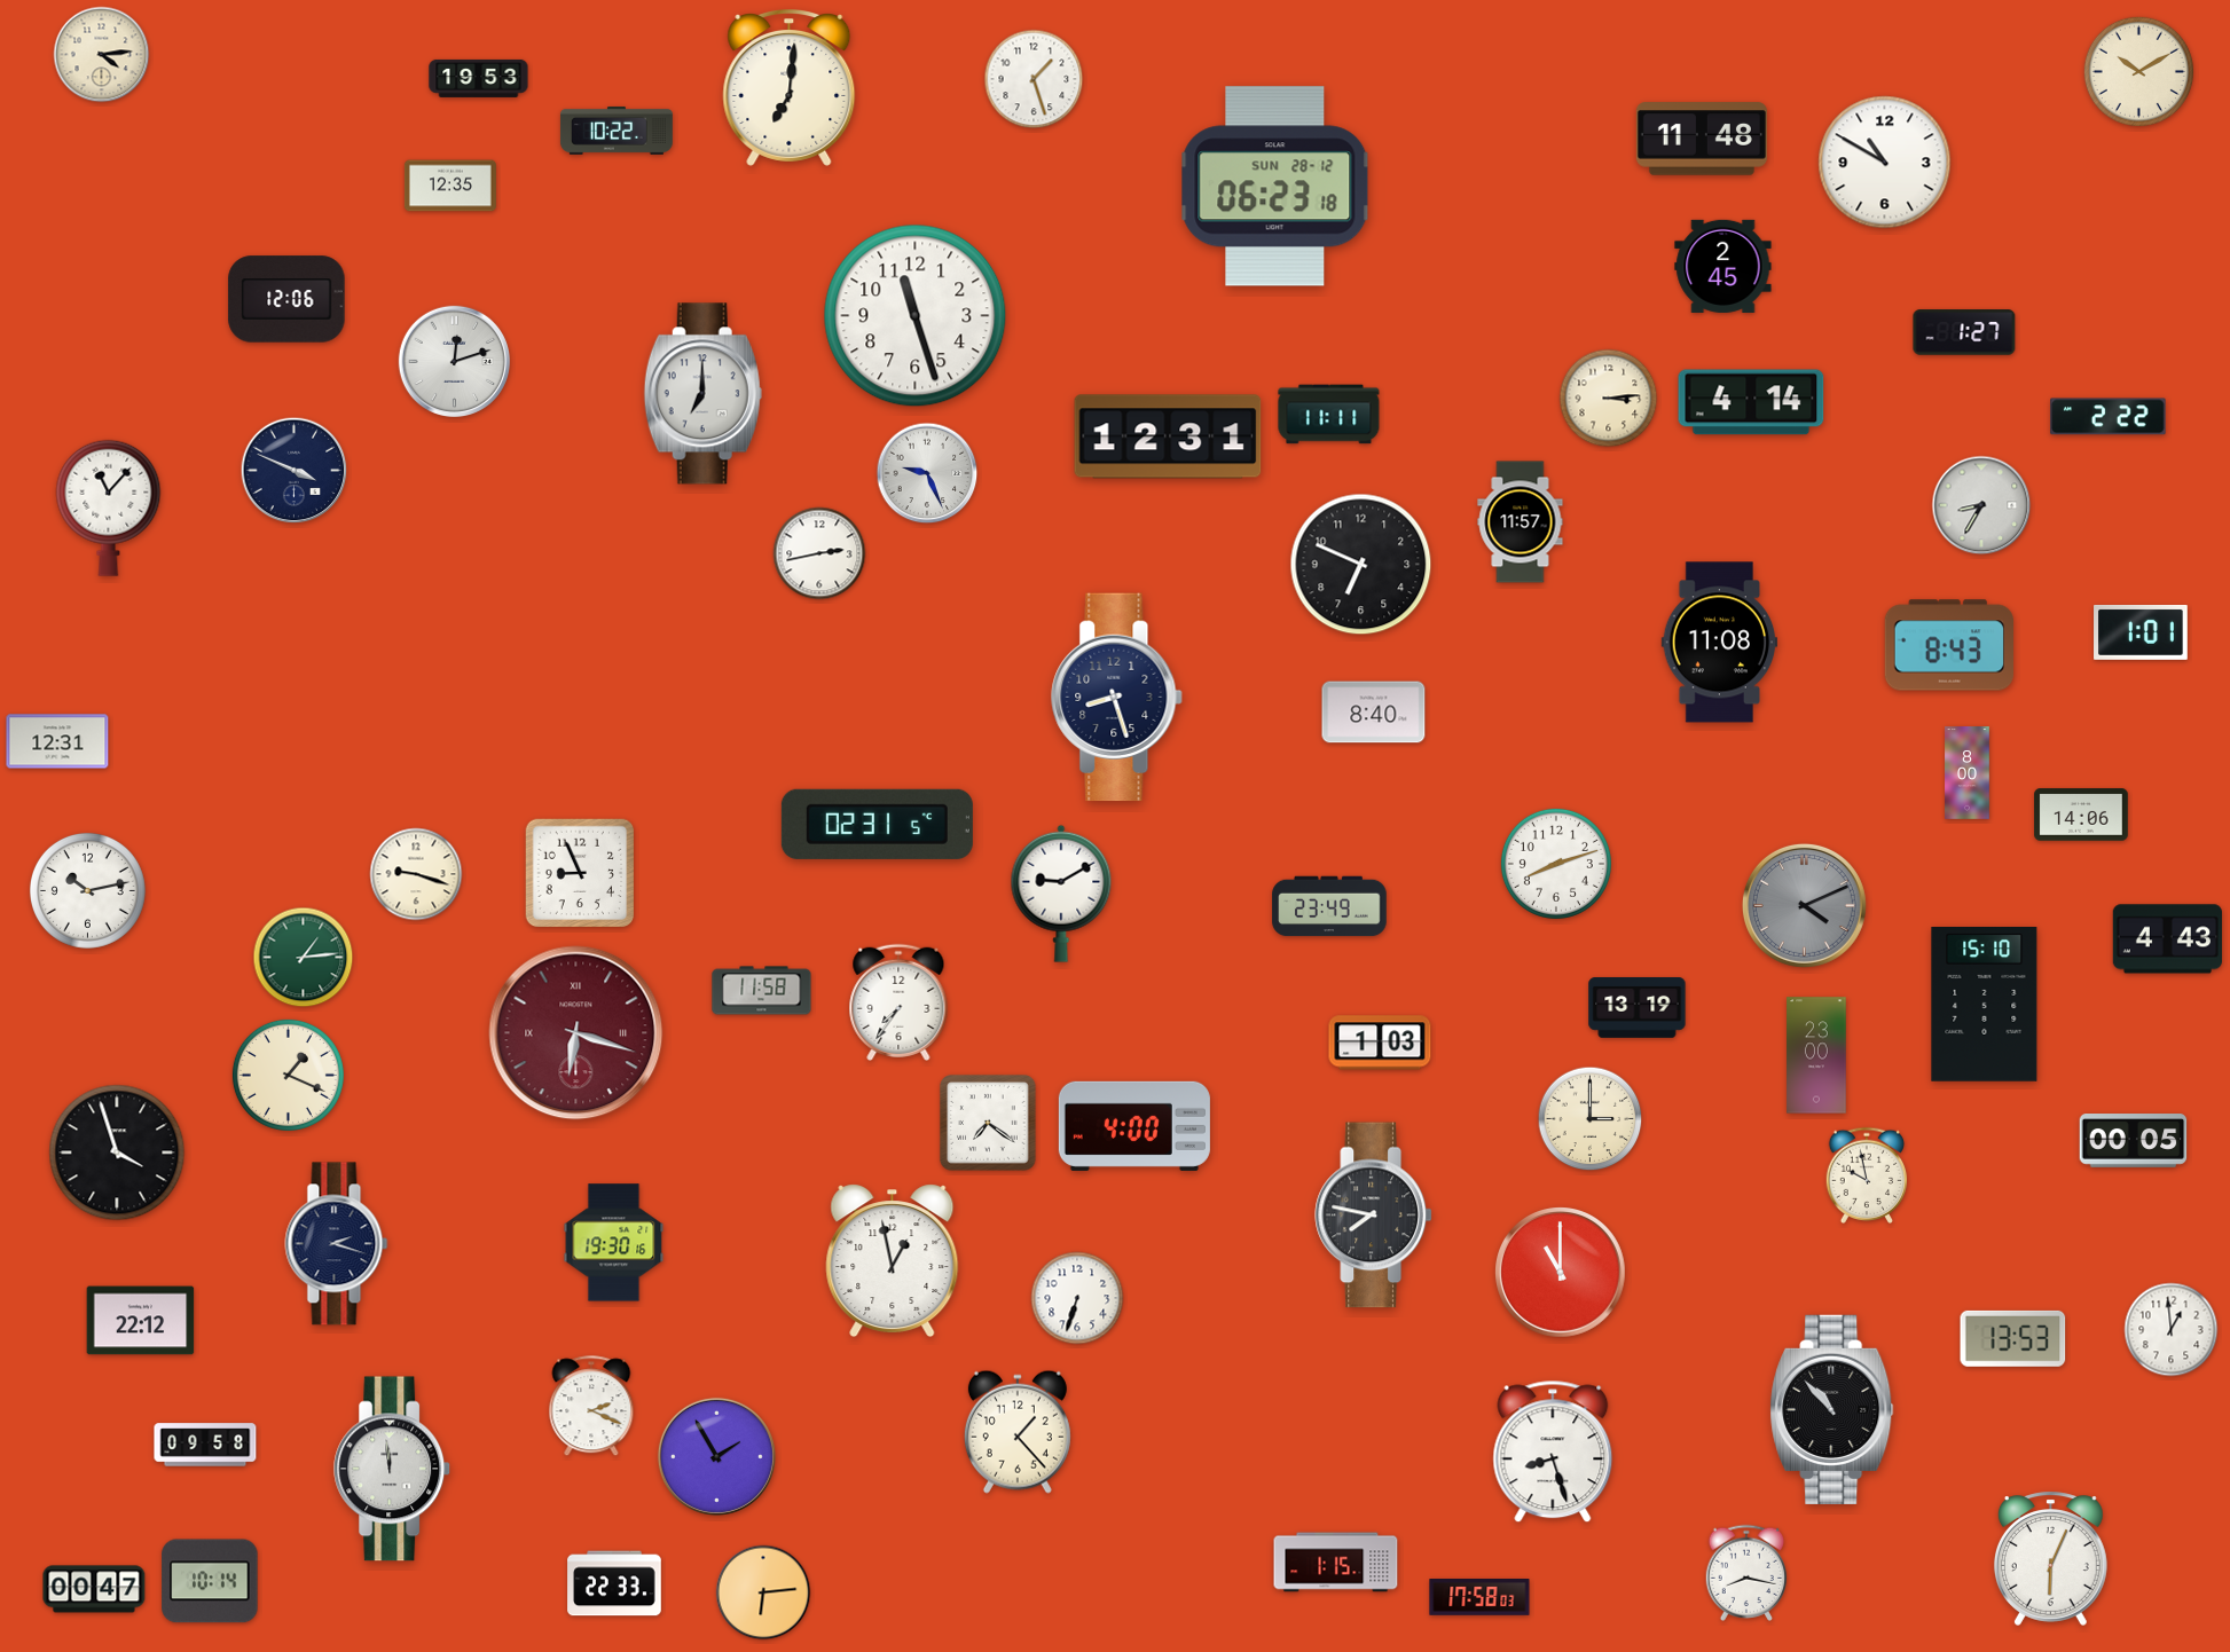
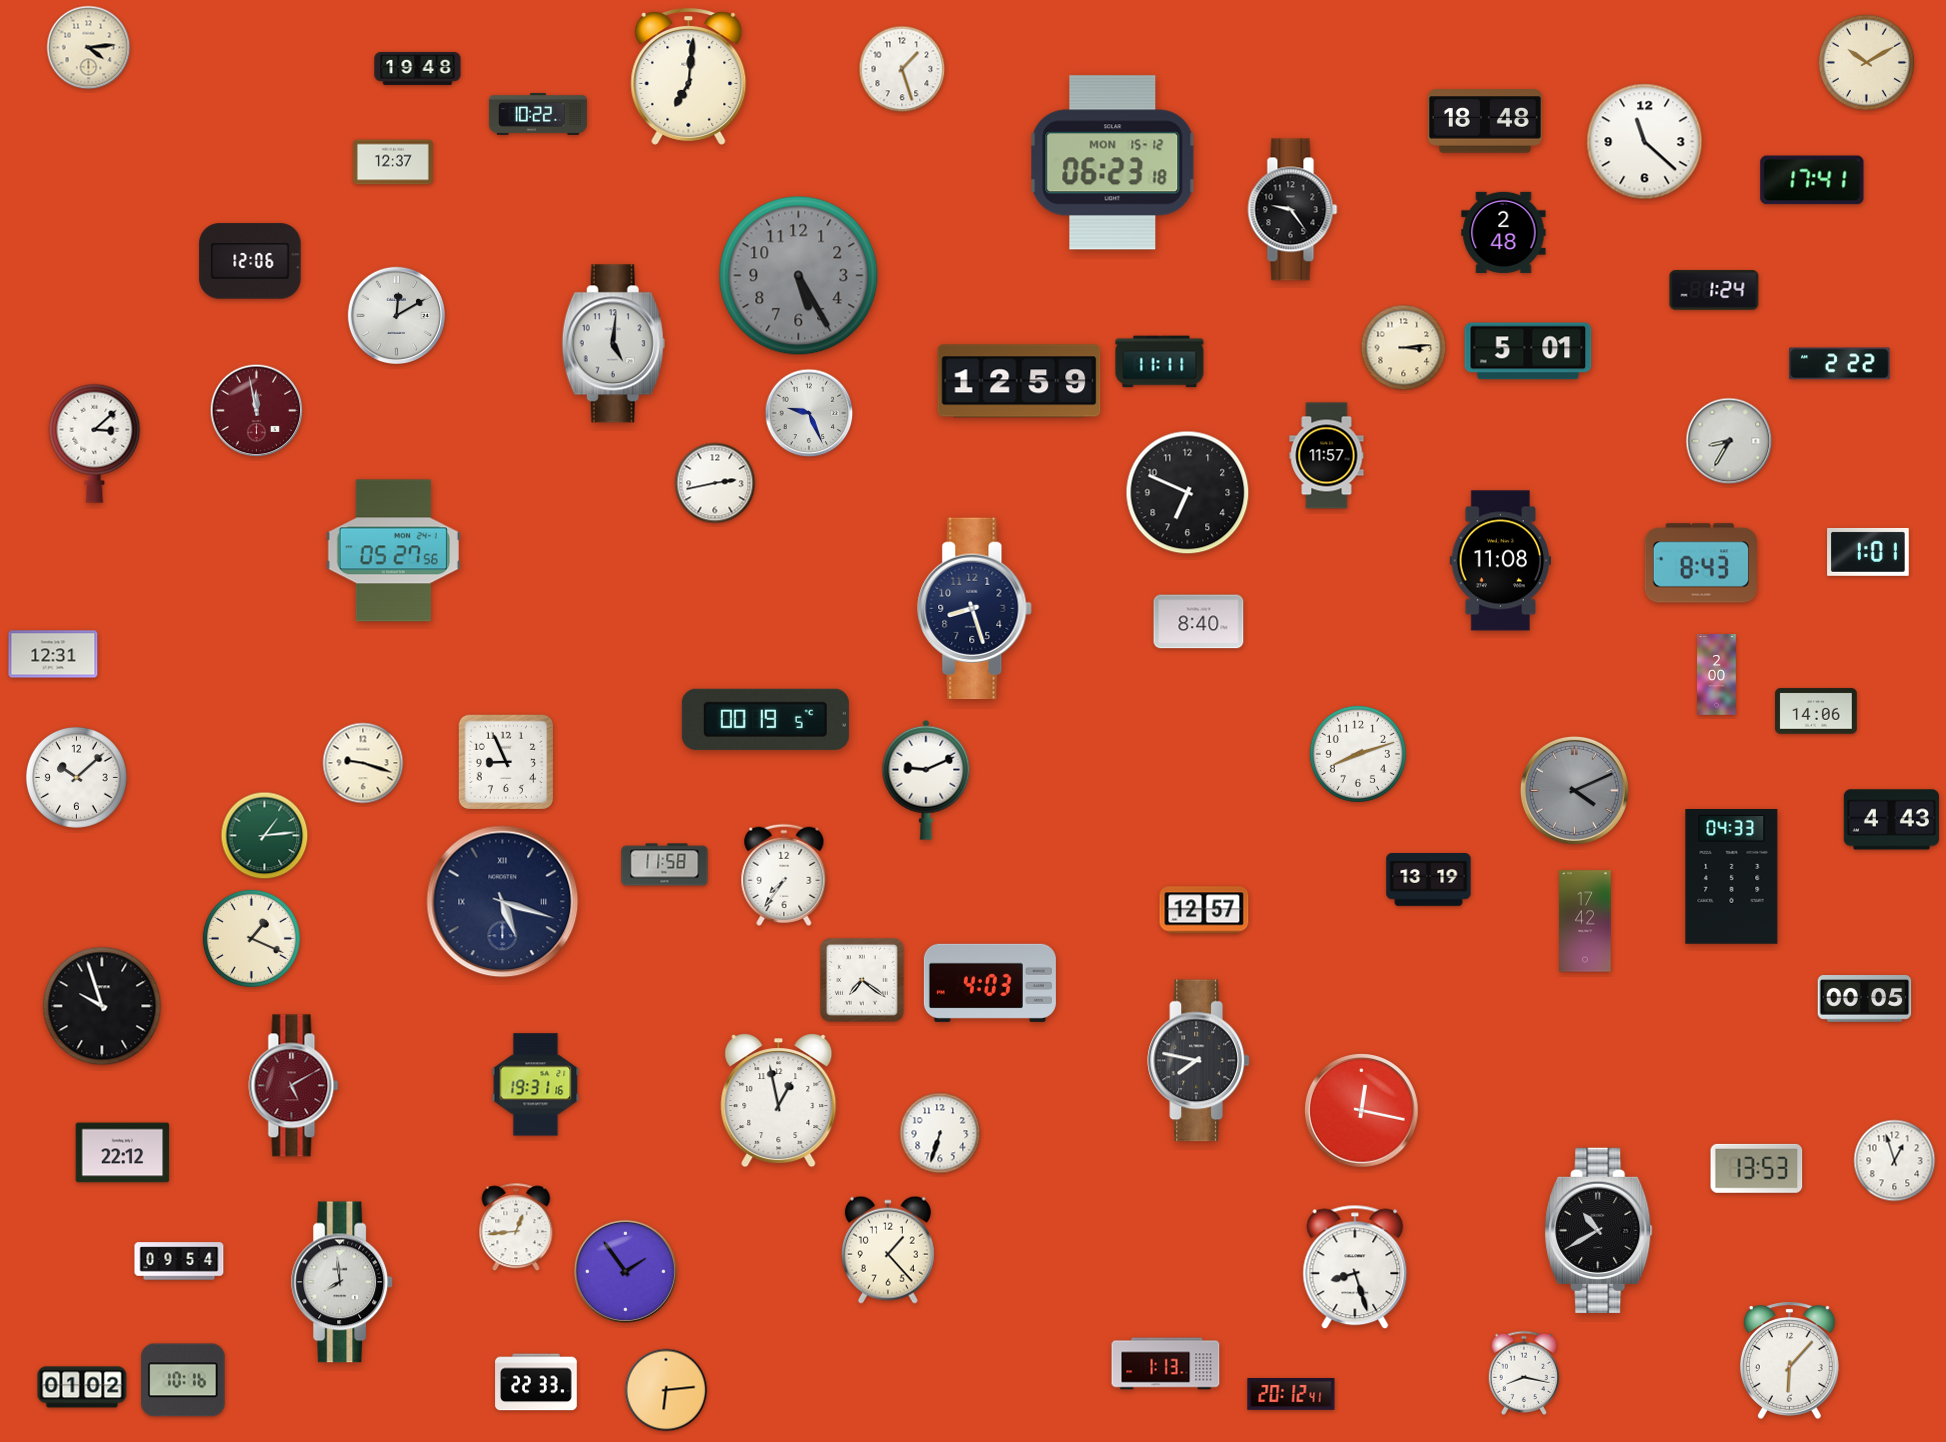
clock at (479, 78): 19:53 -> 19:48
clock at (1702, 139): 11:48 -> 18:48
clock at (1885, 163): 10:50 -> 11:22
clock at (450, 186): 12:35 -> 12:37
clock at (1275, 187) date: SUN 28-12 -> MON 15-12
clock at (1812, 180): none -> 17:41
clock at (1293, 210): none -> 9:24
clock at (1723, 266): 2:45 -> 2:48
clock at (916, 316): 11:27 -> 5:25
clock at (916, 316) dial: white -> grey
clock at (1964, 332): 1:27 -> 1:24
clock at (454, 361): 12:12 -> 12:10
clock at (702, 394): 7:00 -> 5:01
clock at (1751, 402): 4:14 -> 5:01
clock at (1168, 436): 12:31 -> 12:59
clock at (295, 471): 3:49 -> 11:58
clock at (295, 471) dial: navy -> burgundy
clock at (109, 508): 11:07 -> 3:08
clock at (393, 551): none -> 05:27
clock at (57, 741) position: (57, 741) -> (53, 654)
clock at (1968, 773): 8:00 -> 2:00
clock at (877, 824): 02:31 -> 00:19
clock at (87, 890): 10:13 -> 10:08
clock at (1061, 894): 9:10 -> 9:11
clock at (1329, 906): 23:49 -> none
clock at (1985, 1005): 15:10 -> 04:33
clock at (576, 1033): 6:18 -> 5:18
clock at (576, 1033) dial: burgundy -> navy
clock at (1380, 1043): 1:03 -> 12:57
clock at (1816, 1055): 23:00 -> 17:42
clock at (1591, 1119): 3:00 -> none
clock at (1134, 1126): 4:00 -> 4:03
clock at (2134, 1141) position: (2134, 1141) -> (1865, 999)
clock at (117, 1153): 3:57 -> 9:57
clock at (1867, 1175): 9:58 -> none
clock at (614, 1243): 19:30 -> 19:31
clock at (337, 1244): 2:18 -> 5:10
clock at (337, 1244) dial: navy -> burgundy
clock at (1561, 1273): 11:00 -> 12:17
clock at (2172, 1330): 12:59 -> 12:57
clock at (591, 1407): 2:19 -> 12:44
clock at (1832, 1409): 10:53 -> 10:40
clock at (205, 1445): 09:58 -> 09:54
clock at (716, 1456): 1:55 -> 1:54
clock at (393, 1469): 11:59 -> 7:59
clock at (2050, 1558): 6:04 -> 6:07
clock at (1336, 1563): 1:15 -> 1:13
clock at (210, 1581): 10:14 -> 10:16
clock at (94, 1589): 00:47 -> 01:02
clock at (1479, 1598): 17:58 -> 20:12
